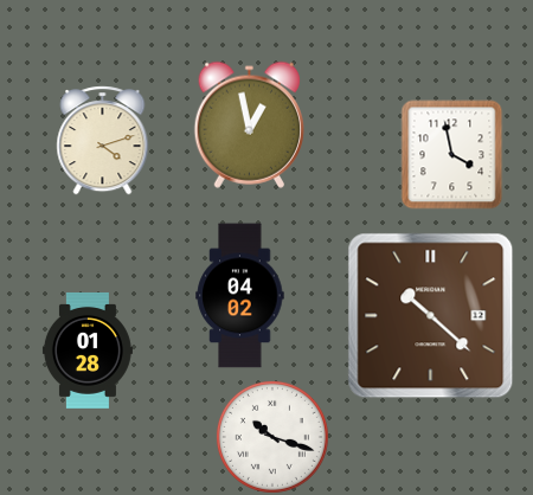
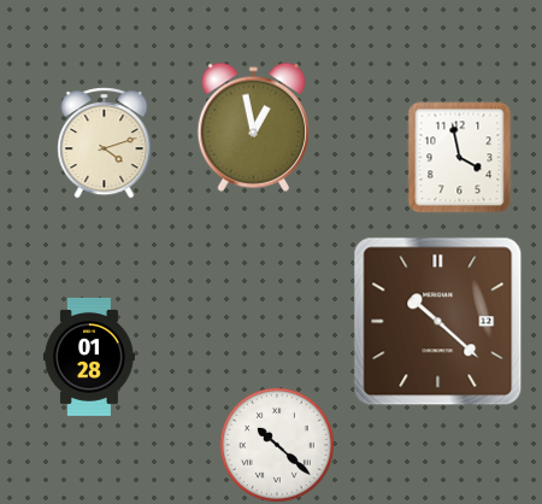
clock at (240, 296): 04:02 -> none
clock at (272, 437): 10:18 -> 10:22
